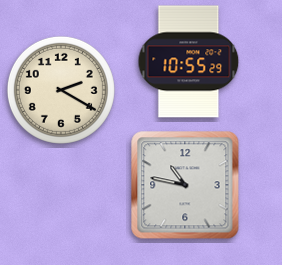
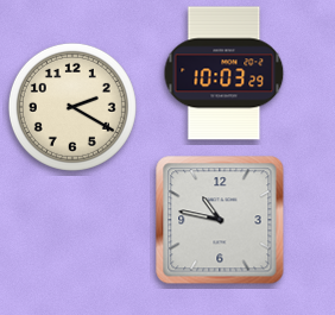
clock at (189, 62): 10:55 -> 10:03
